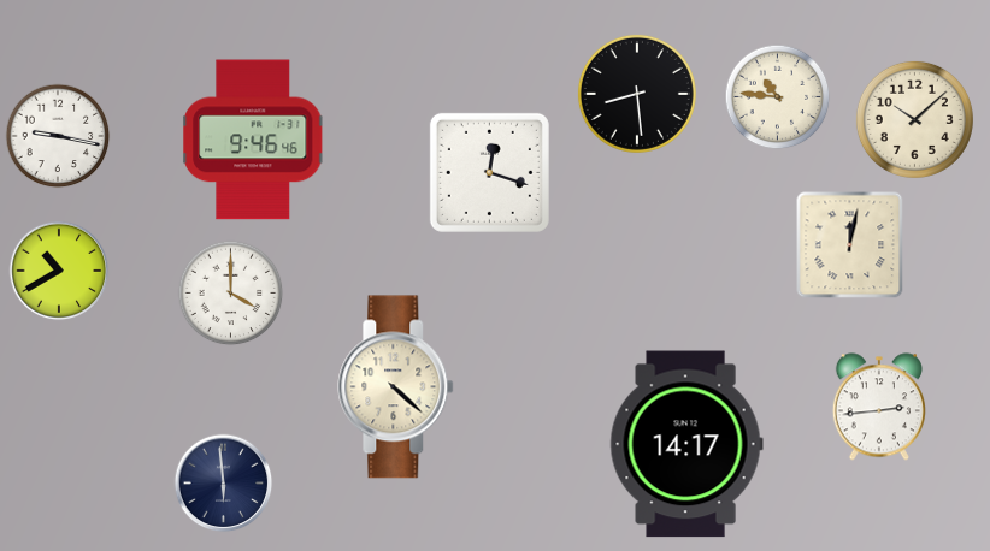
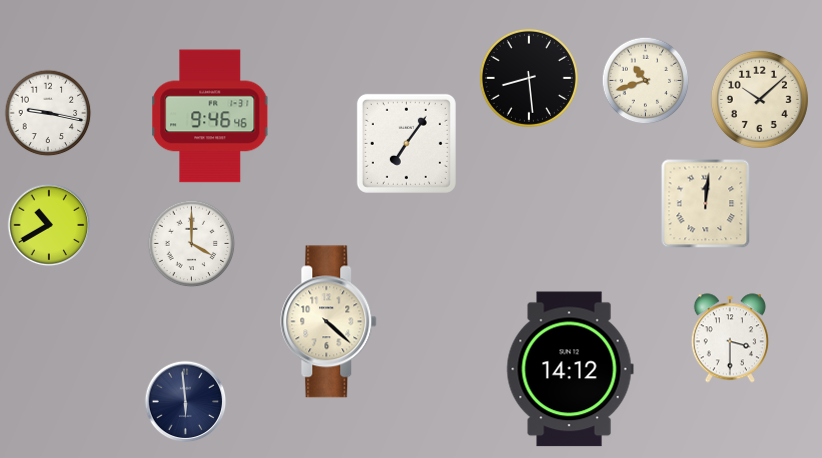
clock at (778, 97): 10:46 -> 10:42
clock at (489, 172): 12:18 -> 7:06
clock at (850, 245): 12:02 -> 12:01
clock at (879, 407): 2:44 -> 3:30
clock at (686, 444): 14:17 -> 14:12
